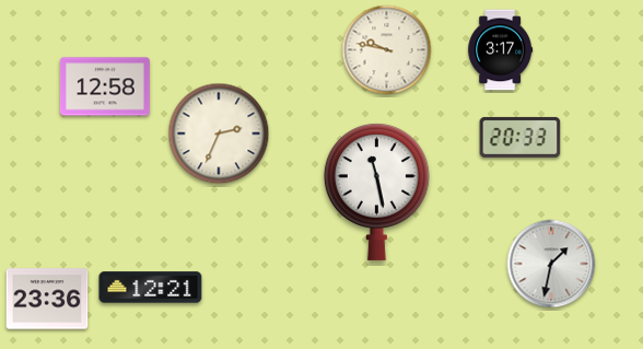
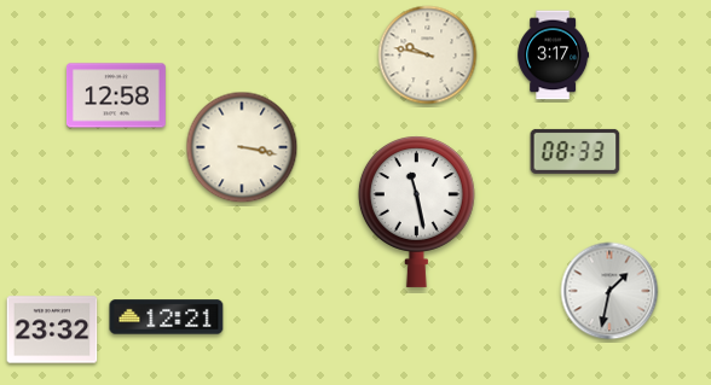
clock at (219, 133): 2:34 -> 3:17
clock at (521, 137): 20:33 -> 08:33
clock at (47, 299): 23:36 -> 23:32
